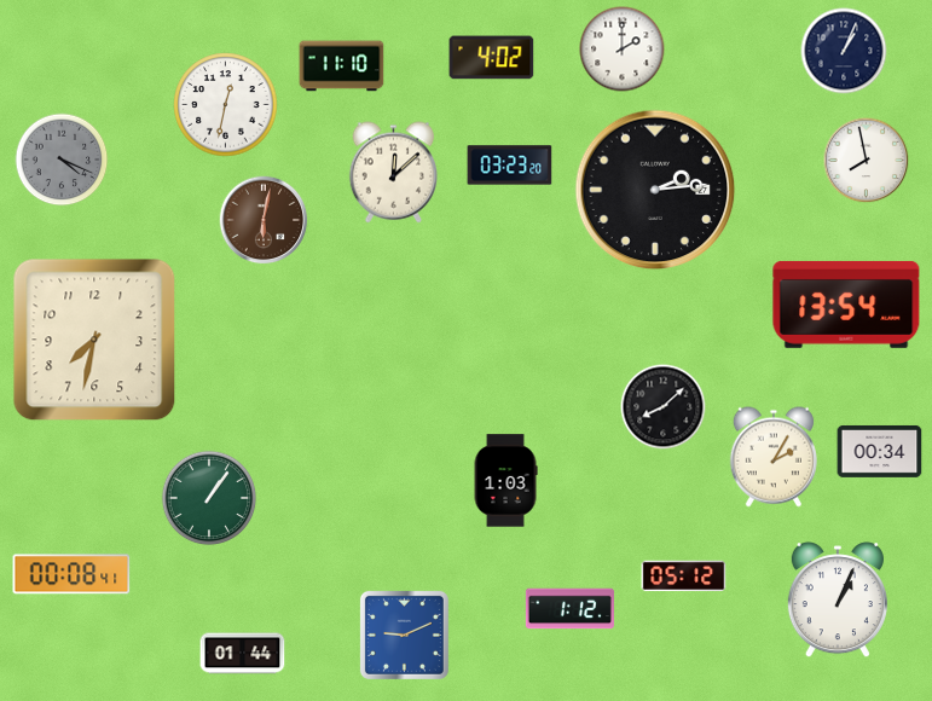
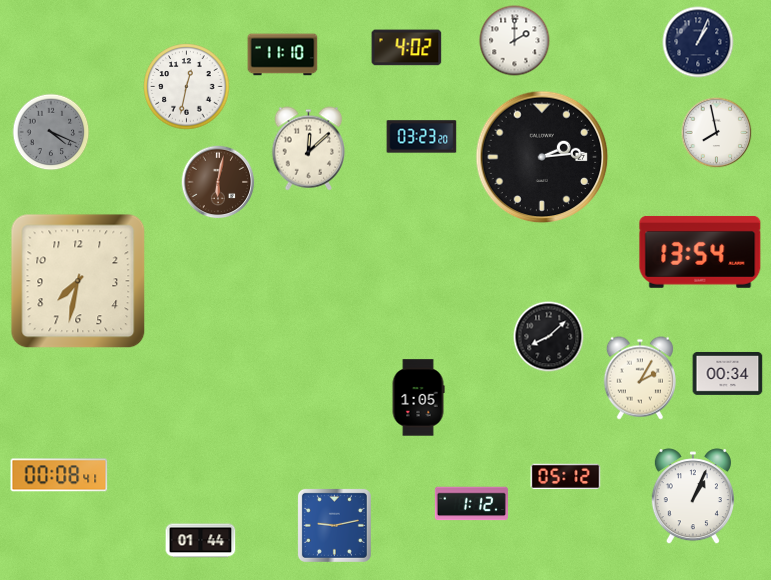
clock at (394, 173) position: (394, 173) -> (309, 149)
clock at (505, 481): 1:03 -> 1:05
clock at (209, 498): 1:06 -> none
clock at (404, 635): 9:11 -> 9:13
